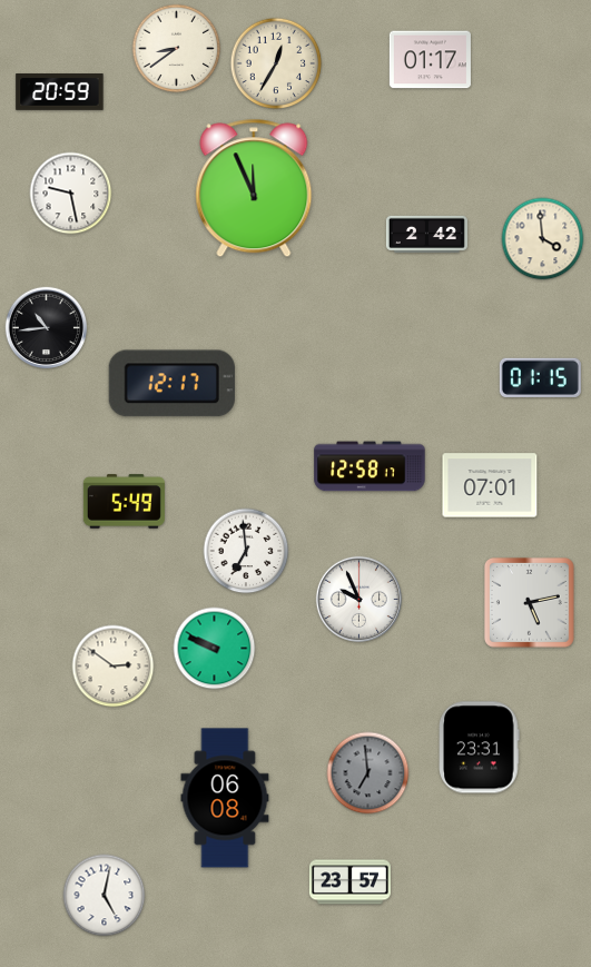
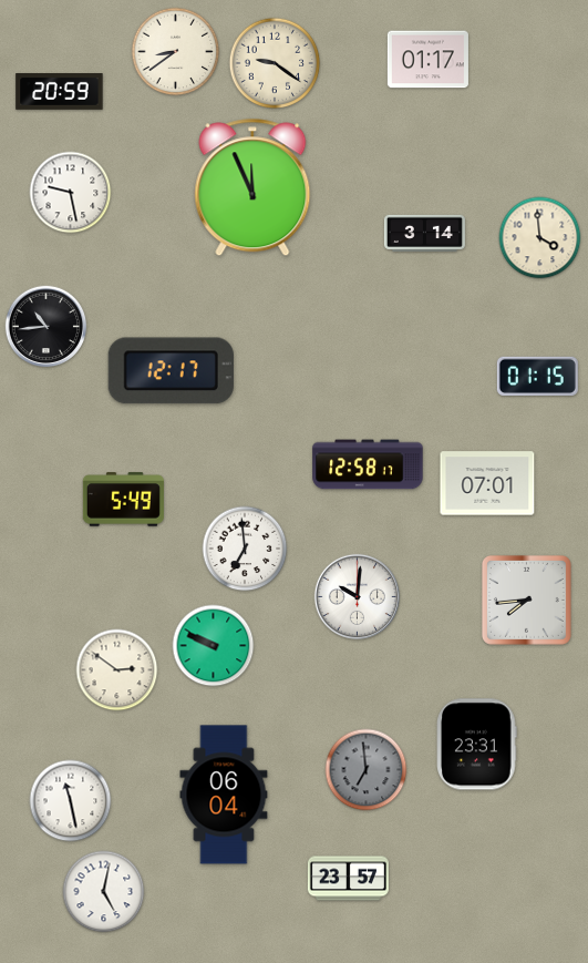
clock at (177, 49) position: (177, 49) -> (176, 52)
clock at (276, 63): 12:35 -> 9:21
clock at (426, 234): 2:42 -> 3:14
clock at (171, 384) position: (171, 384) -> (171, 371)
clock at (358, 599): 9:56 -> 10:01
clock at (529, 602): 5:13 -> 7:44
clock at (114, 667) position: (114, 667) -> (117, 670)
clock at (225, 798): 06:08 -> 06:04
clock at (71, 801): none -> 11:28
